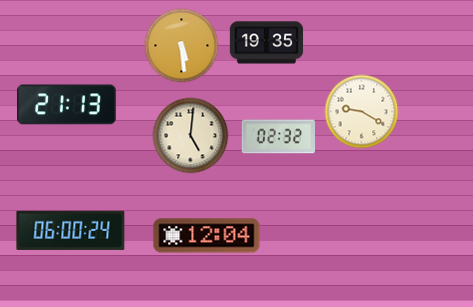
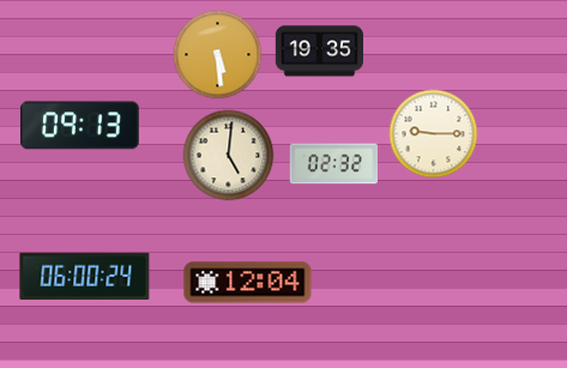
clock at (67, 105): 21:13 -> 09:13
clock at (362, 112): 9:20 -> 9:15
clock at (191, 136) position: (191, 136) -> (229, 156)
